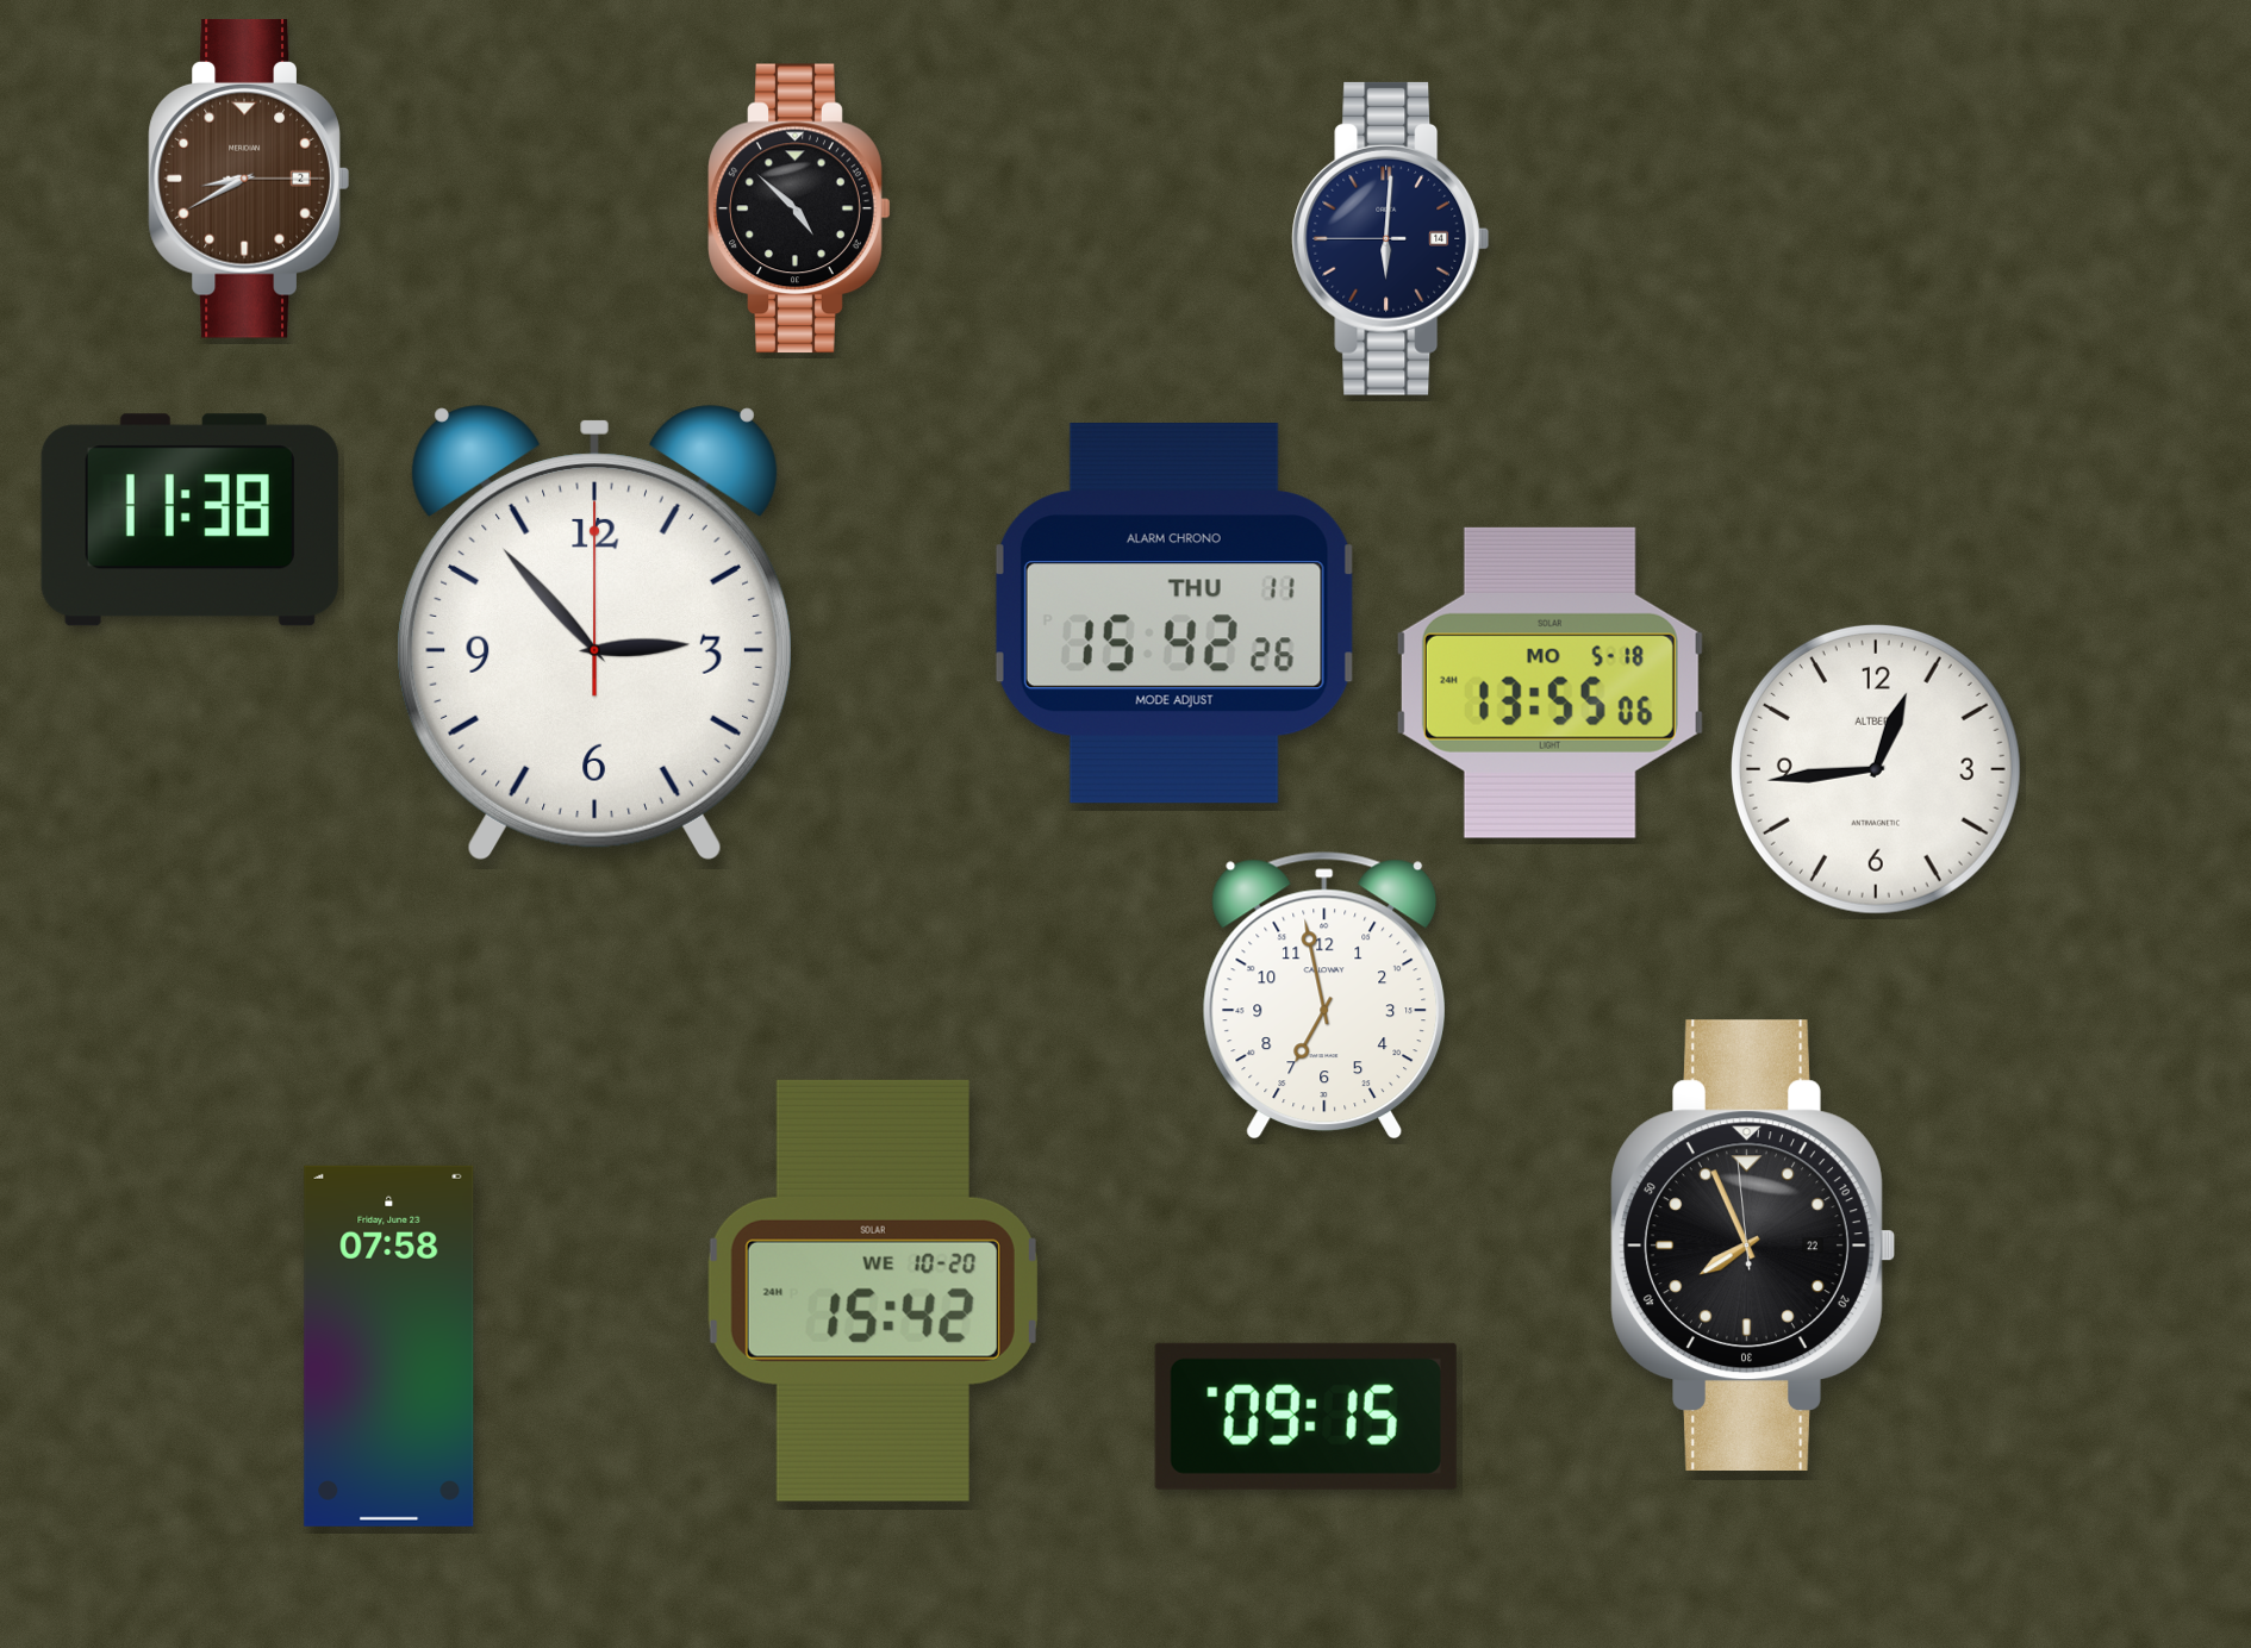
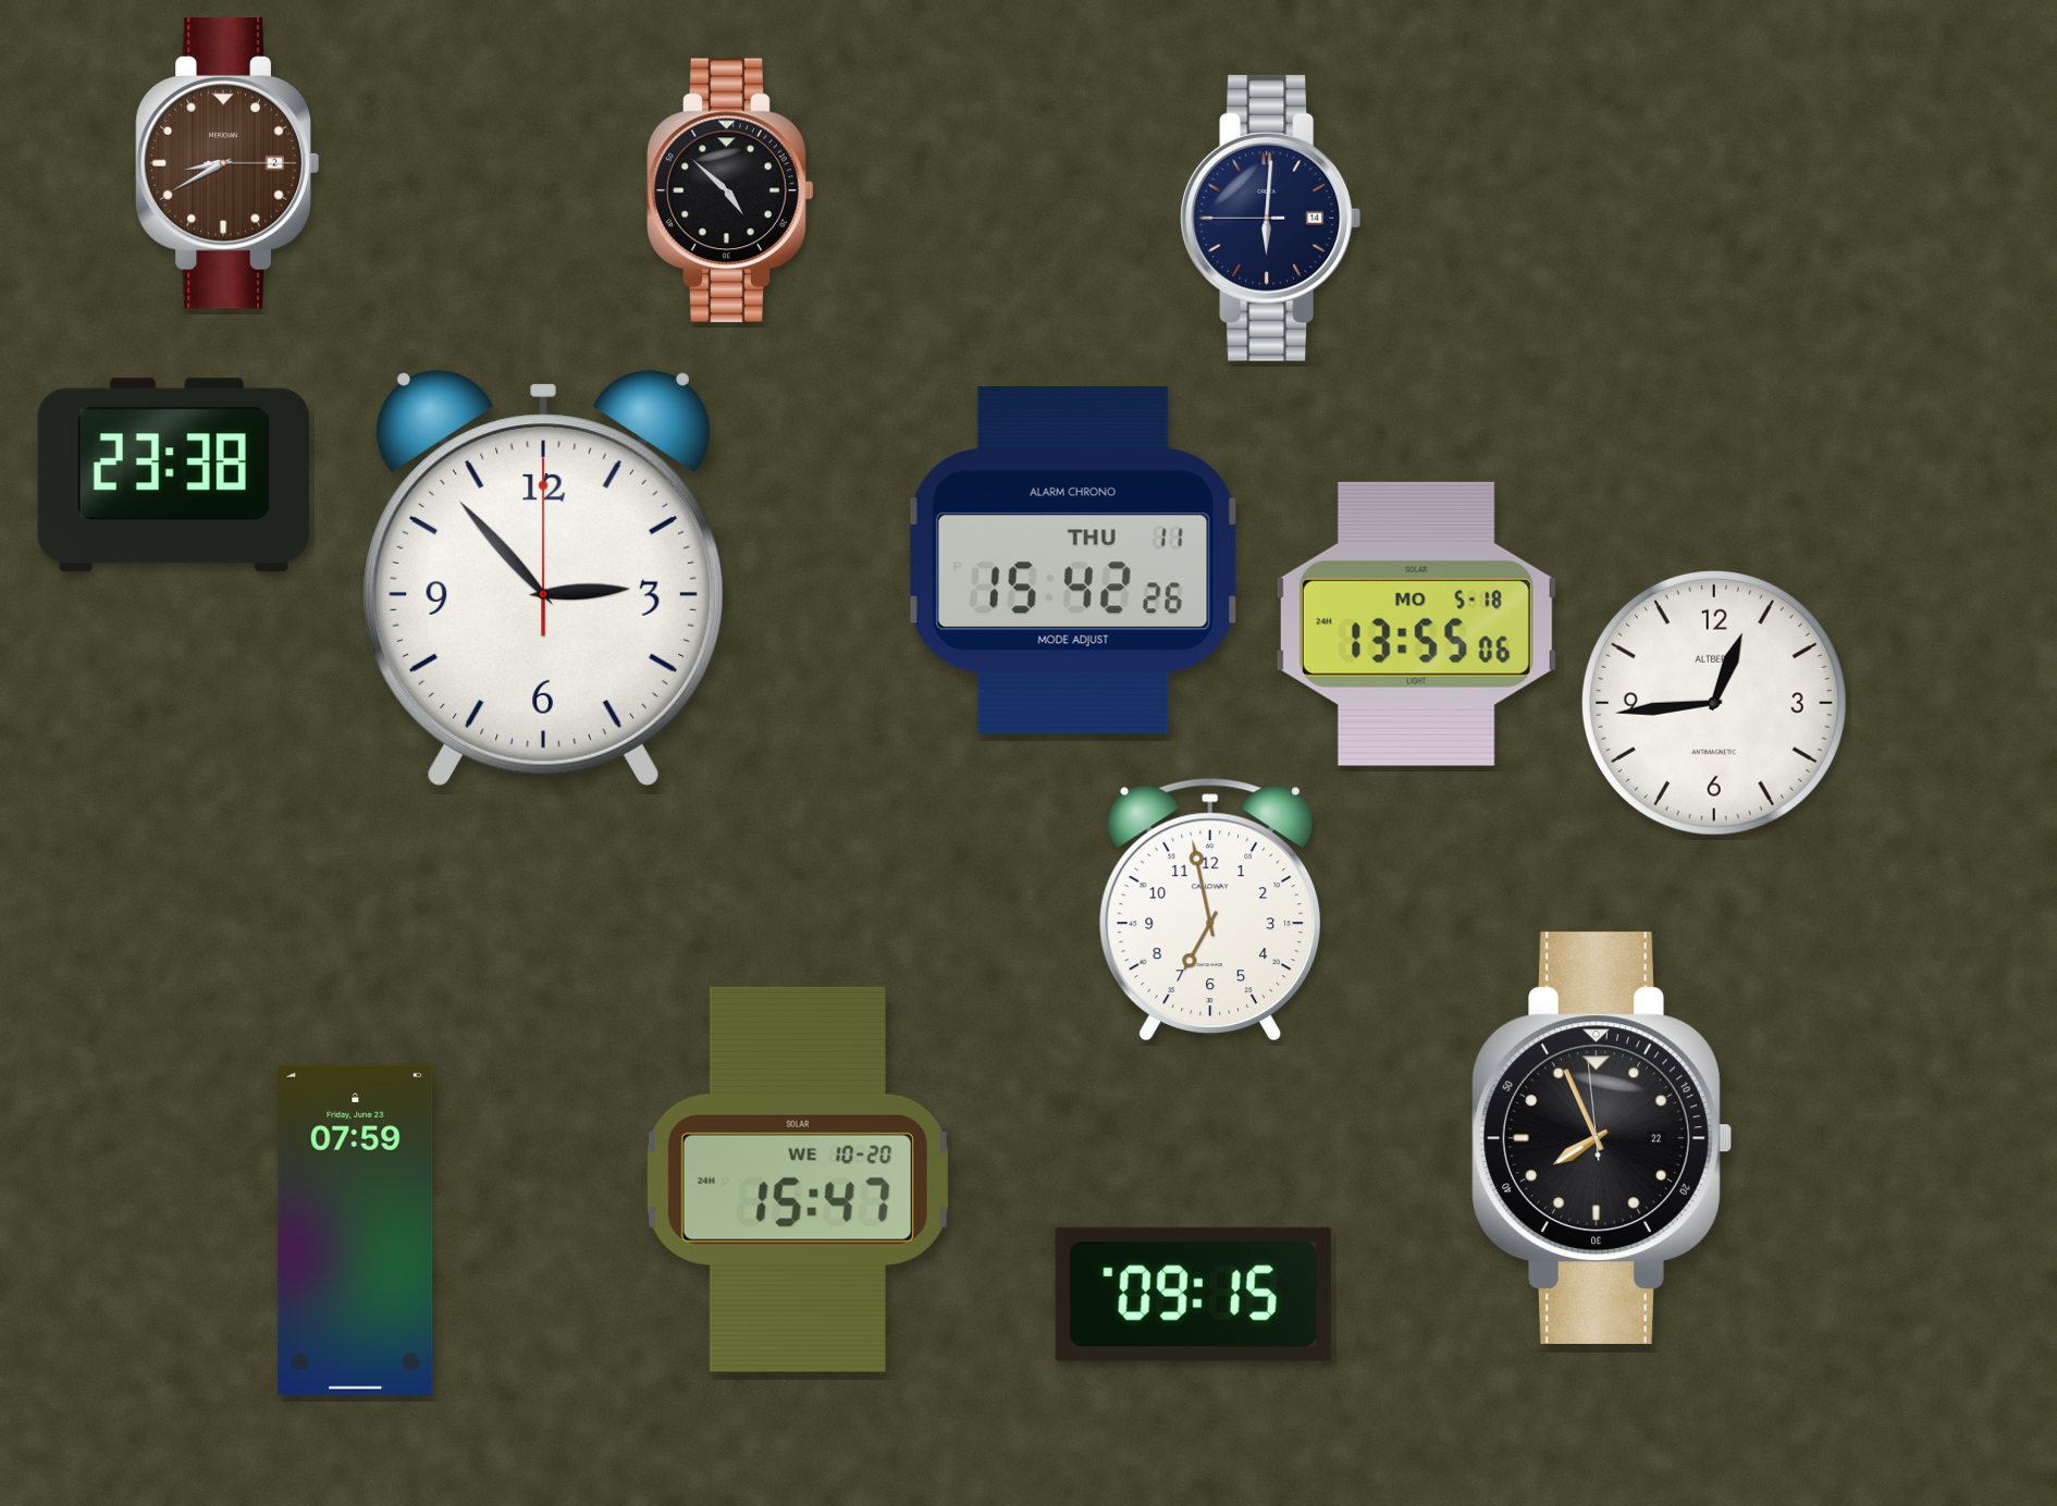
clock at (189, 520): 11:38 -> 23:38
clock at (873, 1291): 15:42 -> 15:47
clock at (389, 1346): 07:58 -> 07:59
